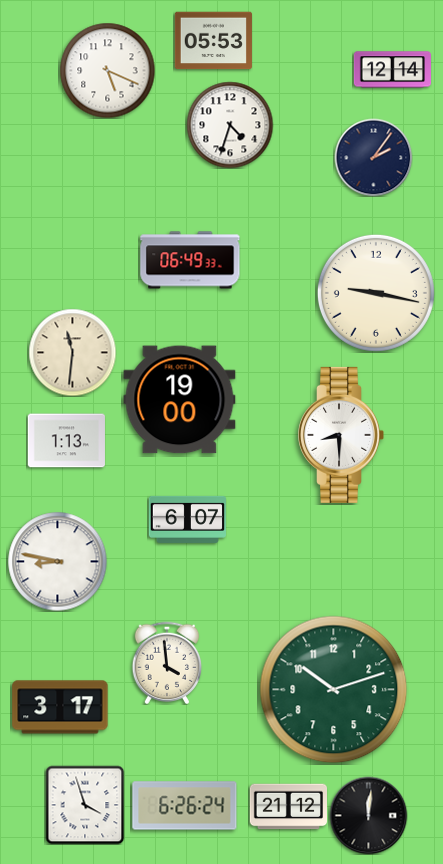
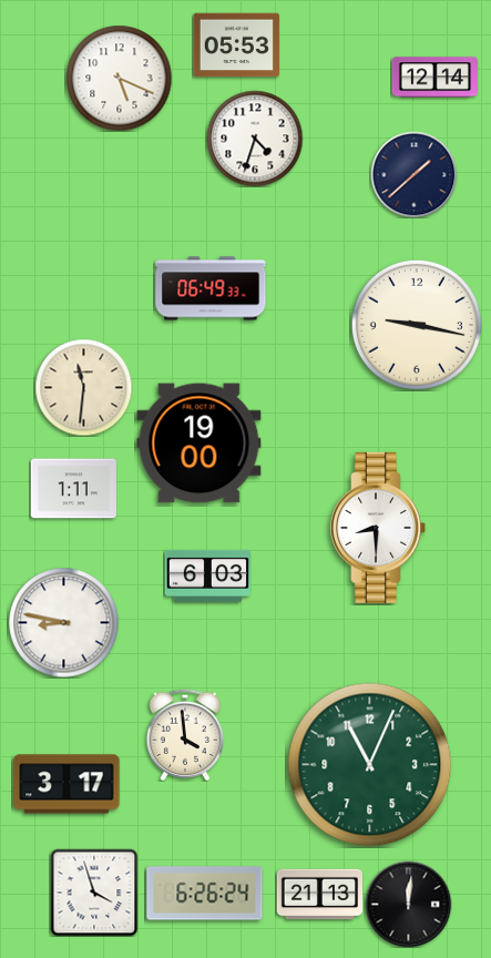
clock at (373, 157): 2:06 -> 1:38
clock at (72, 352) position: (72, 352) -> (83, 387)
clock at (341, 435) position: (341, 435) -> (378, 528)
clock at (66, 441): 1:13 -> 1:11
clock at (187, 519): 6:07 -> 6:03
clock at (334, 690): 10:12 -> 11:04
clock at (288, 807): 21:12 -> 21:13
